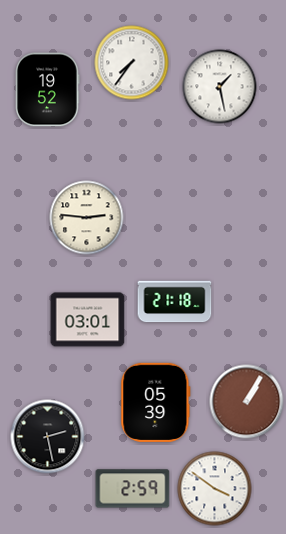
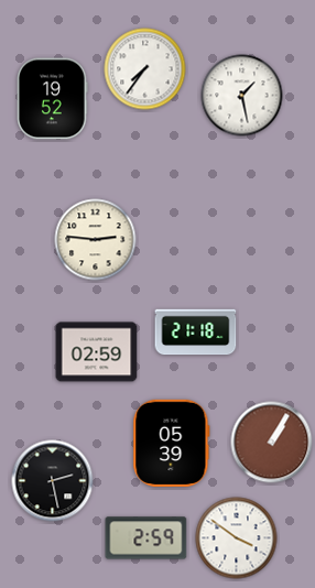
clock at (175, 302) position: (175, 302) -> (196, 333)
clock at (88, 320): 03:01 -> 02:59
